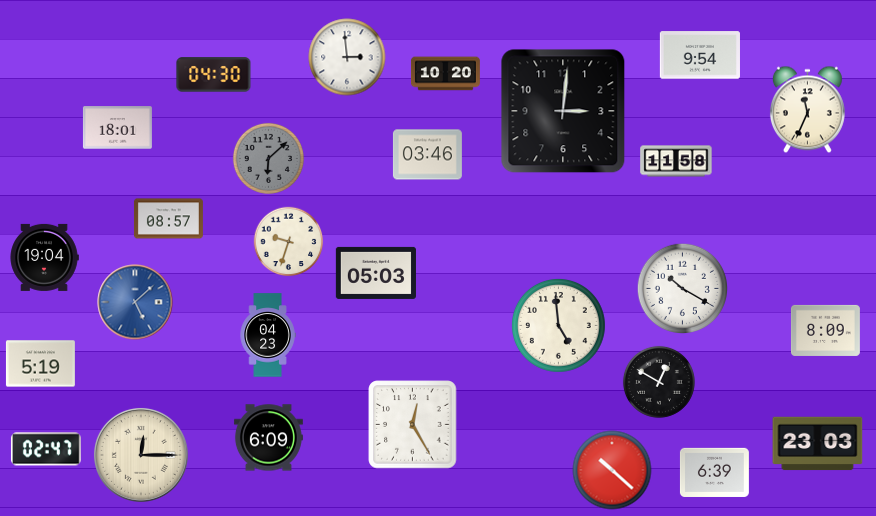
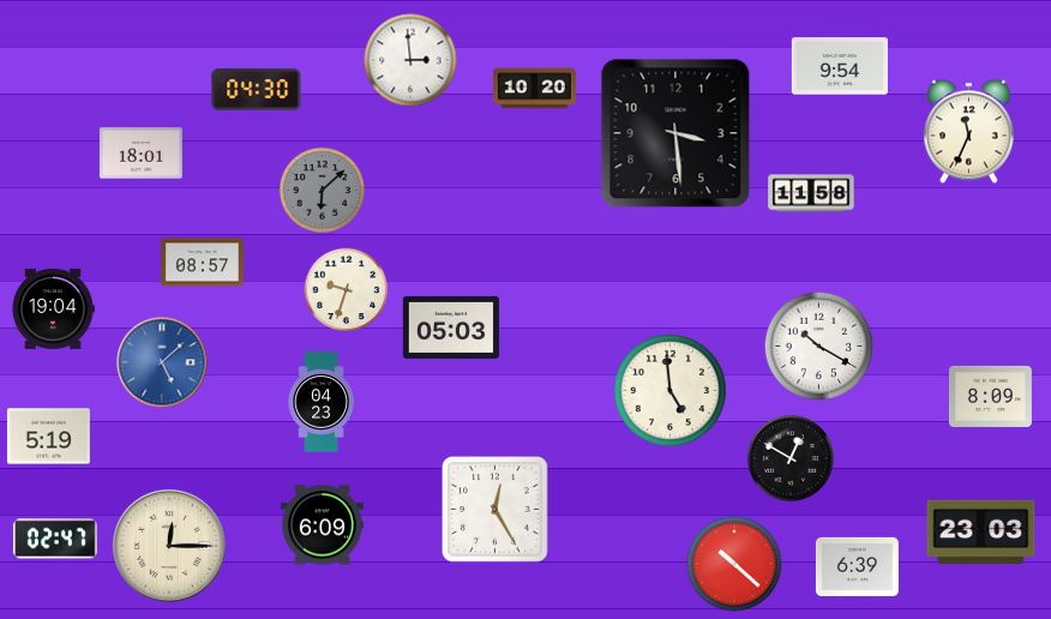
clock at (347, 57) position: (347, 57) -> (410, 60)
clock at (563, 111): 3:01 -> 3:29
clock at (427, 155): 03:46 -> none
